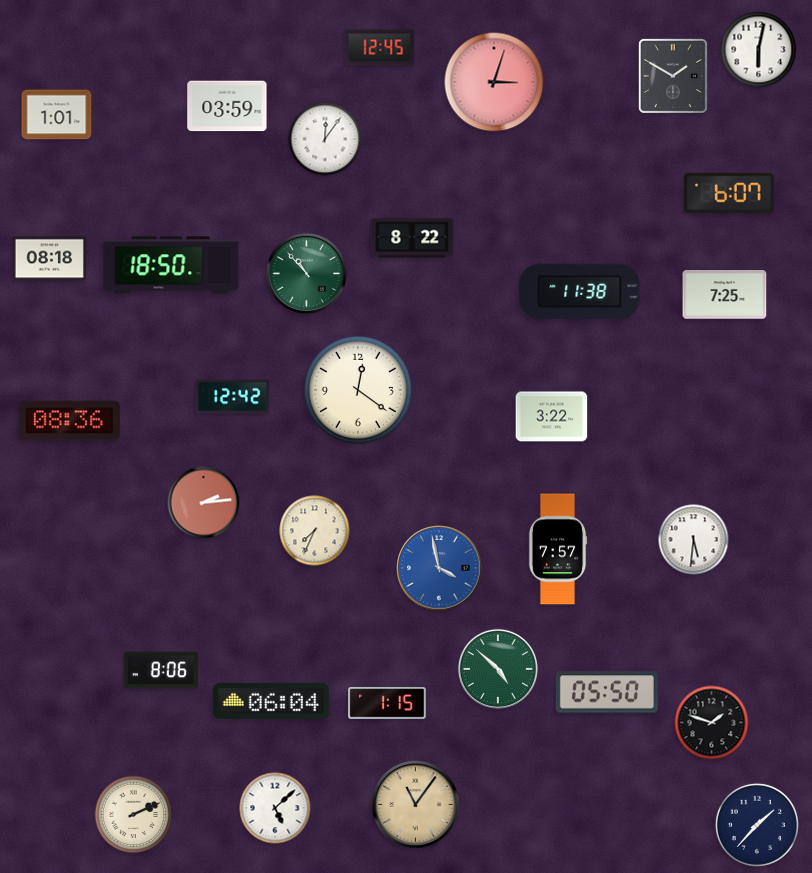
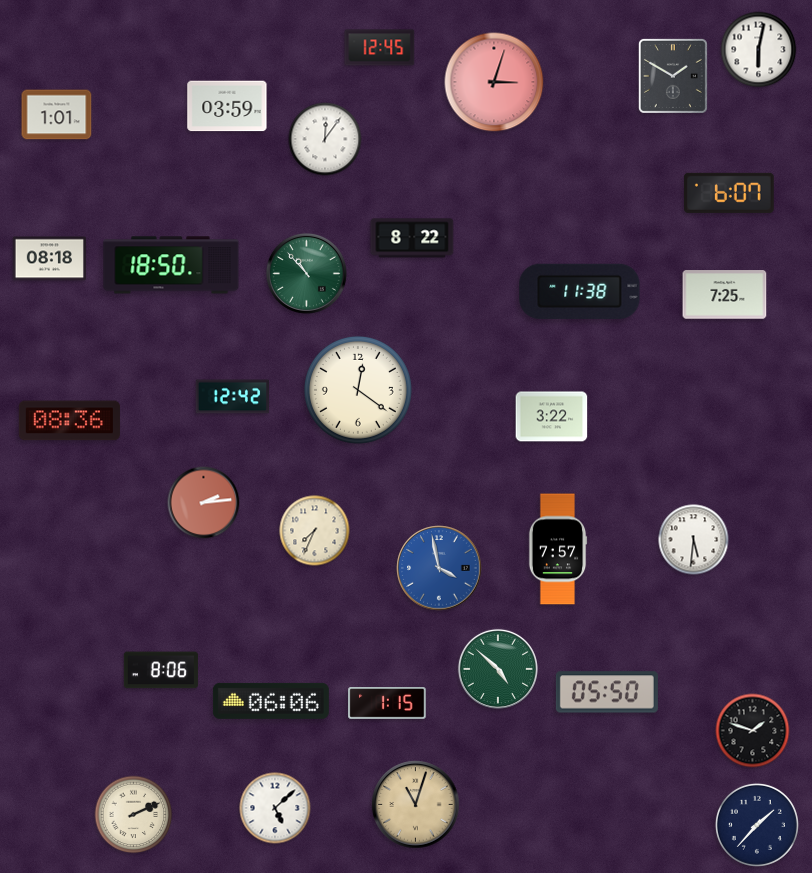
clock at (271, 701): 06:04 -> 06:06
clock at (712, 723) position: (712, 723) -> (753, 731)
clock at (416, 805): 11:06 -> 11:03
